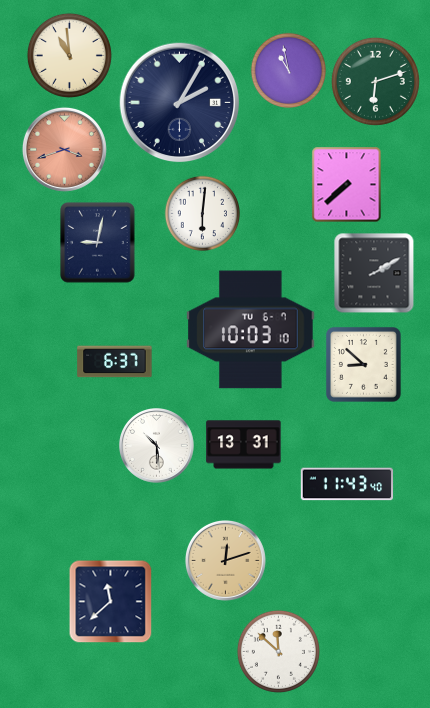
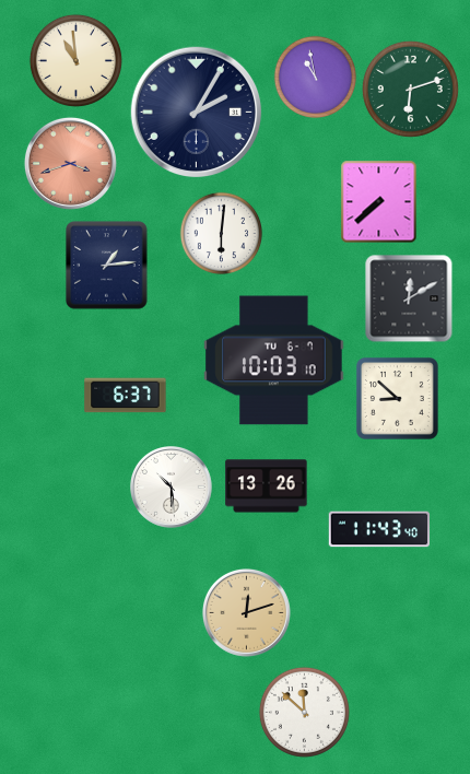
clock at (98, 243): 9:02 -> 1:14
clock at (374, 273): 2:10 -> 12:10
clock at (244, 445): 13:31 -> 13:26
clock at (111, 602): 11:38 -> none
